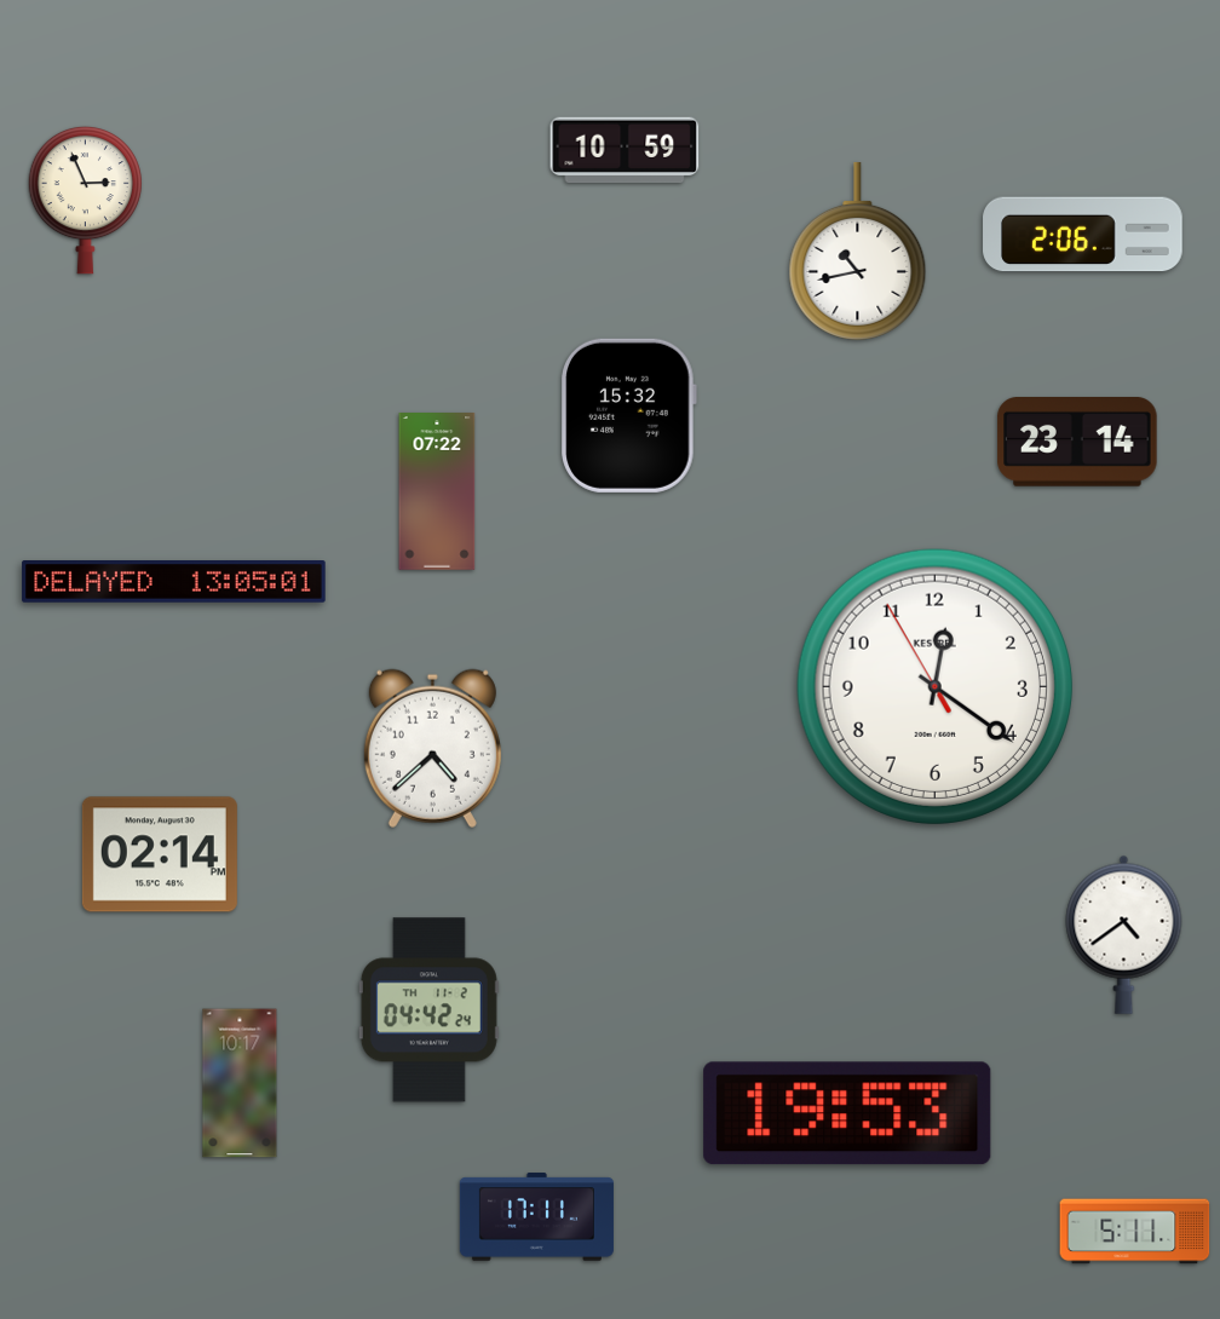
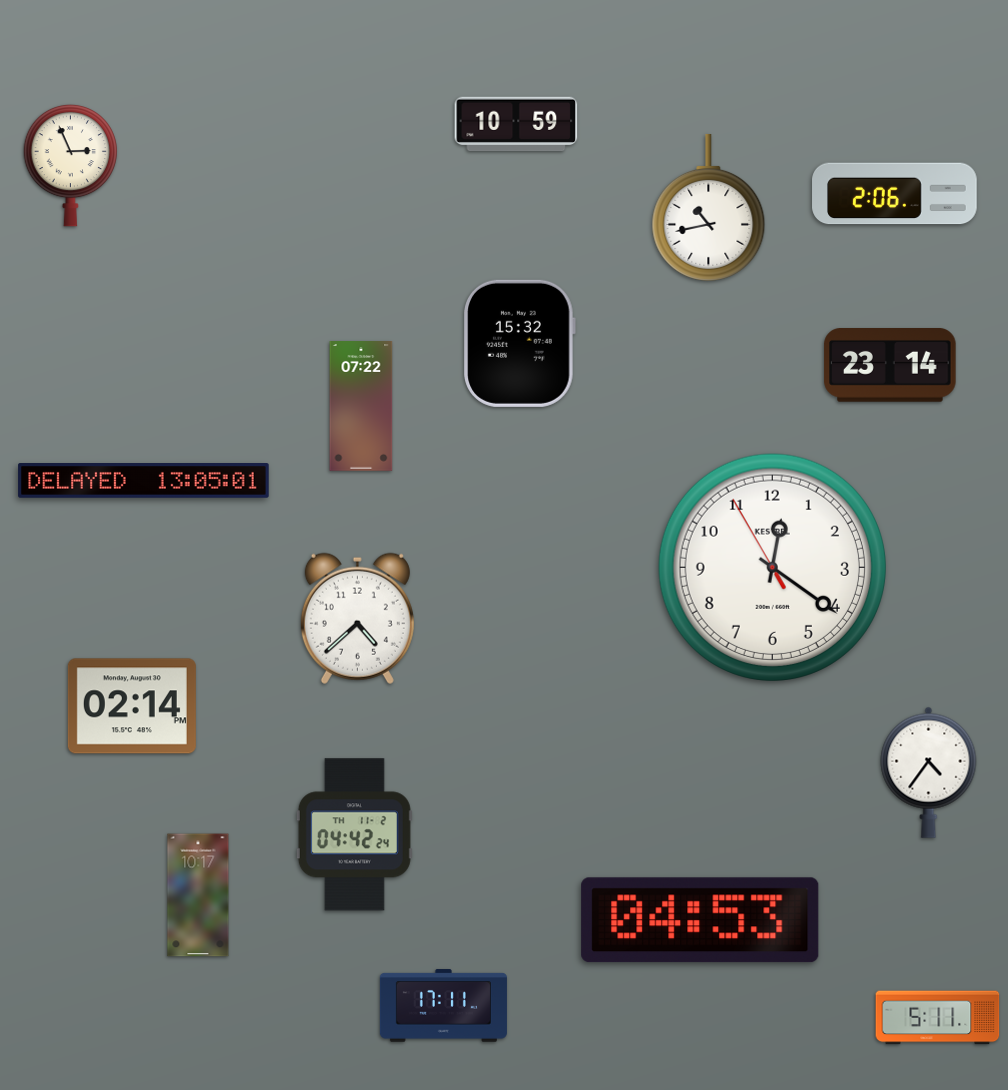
clock at (1124, 934): 4:39 -> 4:36
clock at (847, 1113): 19:53 -> 04:53
